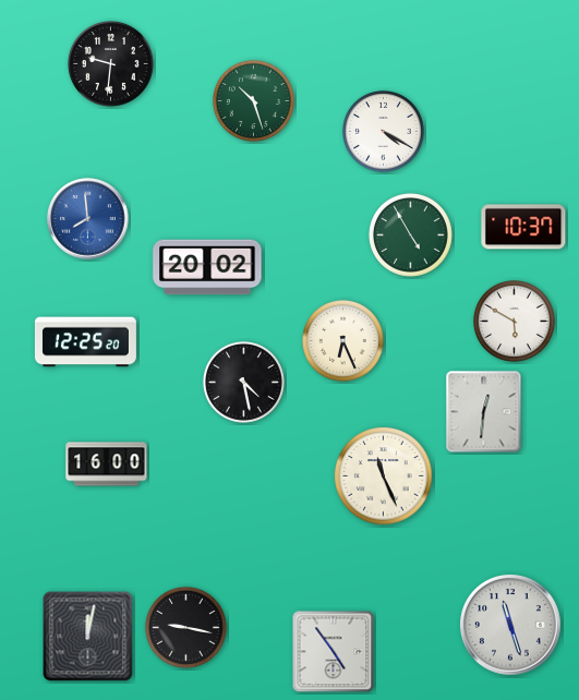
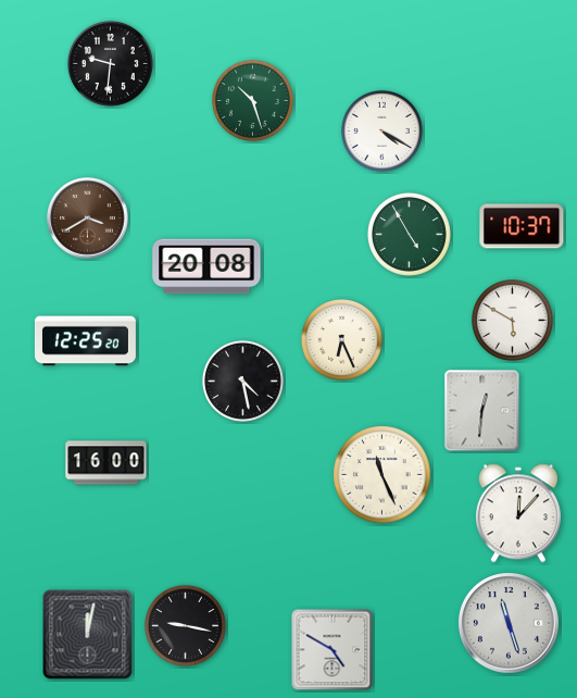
clock at (88, 219): 7:59 -> 3:40
clock at (88, 219) dial: blue -> brown
clock at (207, 267): 20:02 -> 20:08
clock at (518, 513): none -> 12:07
clock at (334, 652): 4:54 -> 4:50
